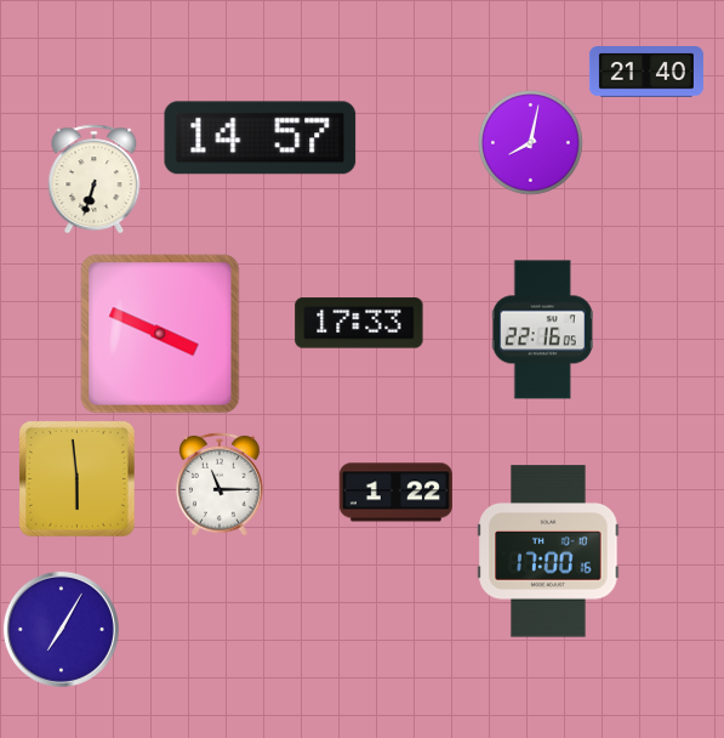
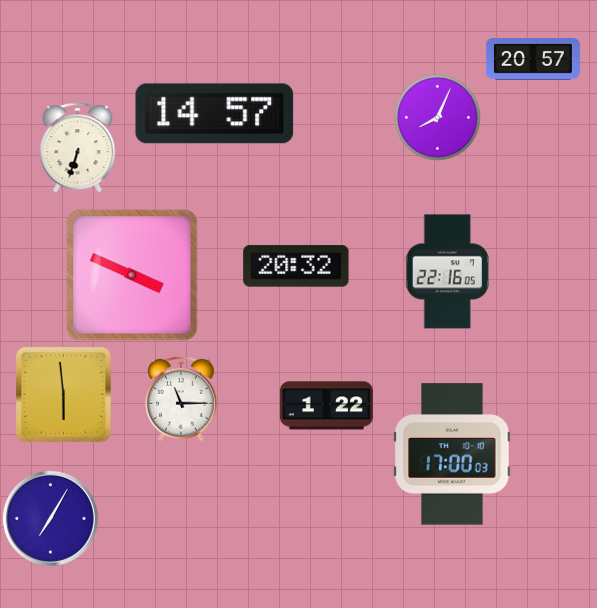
clock at (646, 73): 21:40 -> 20:57
clock at (531, 143): 8:02 -> 8:04
clock at (359, 323): 17:33 -> 20:32
clock at (548, 551): 17:00:16 -> 17:00:03
